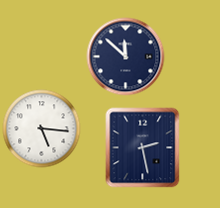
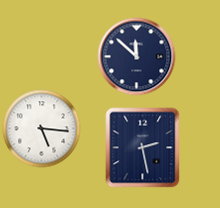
clock at (125, 56) position: (125, 56) -> (136, 56)
